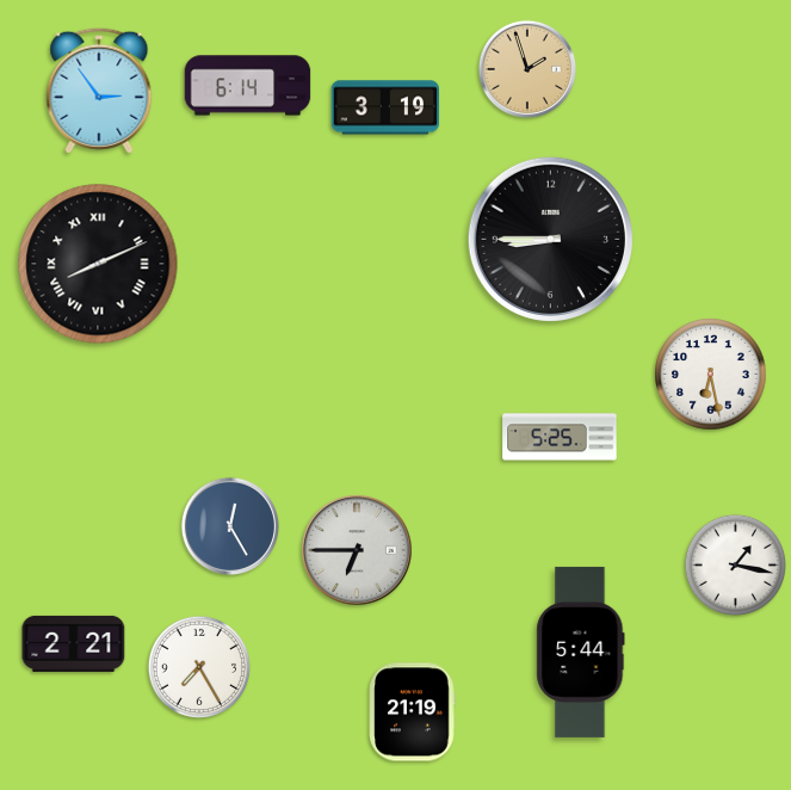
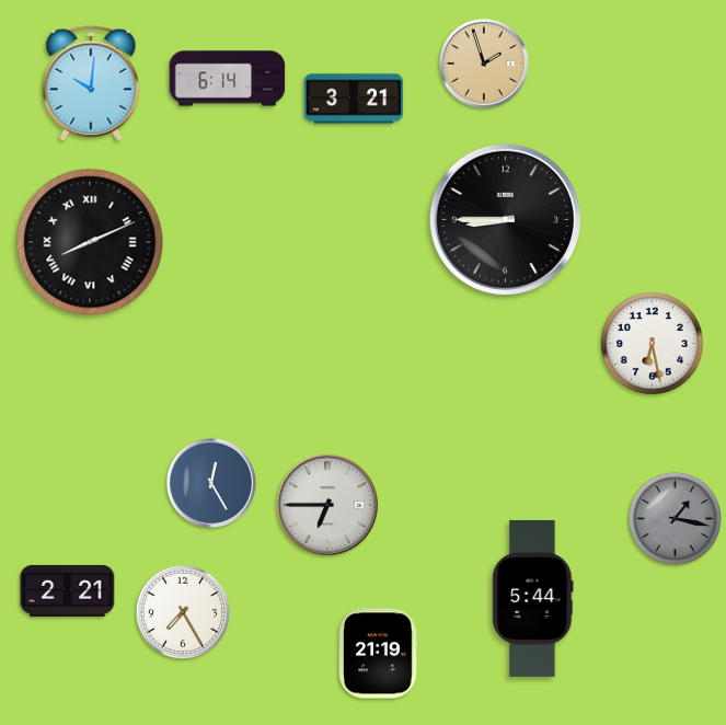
clock at (99, 91): 2:54 -> 10:01
clock at (384, 107): 3:19 -> 3:21
clock at (560, 437): 5:25 -> none
clock at (735, 564) dial: white -> grey
